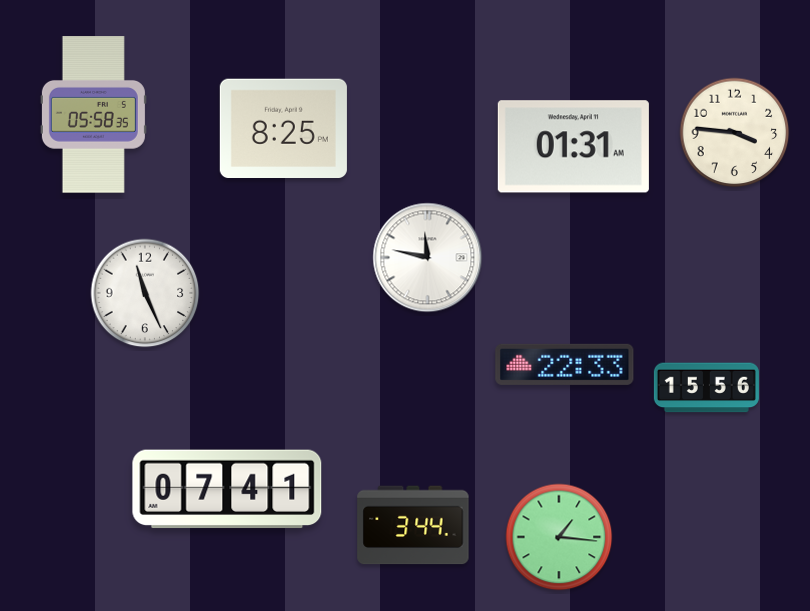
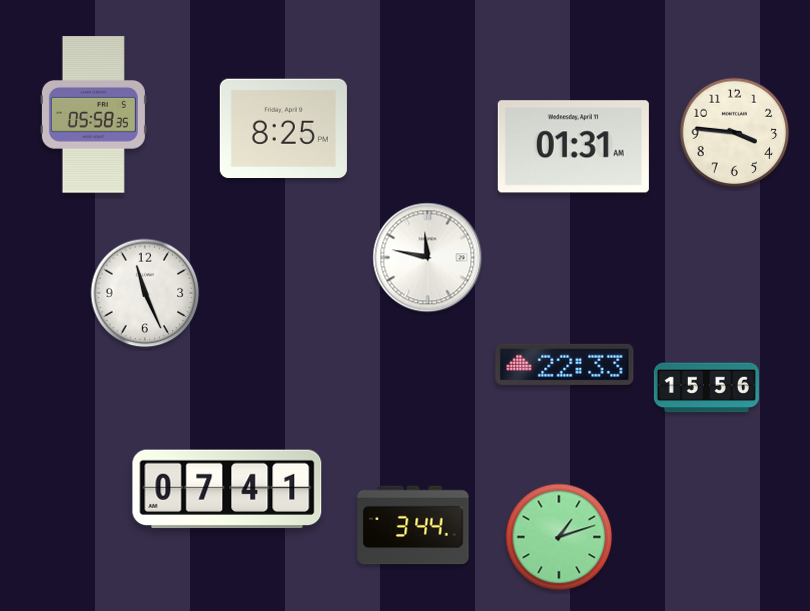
clock at (559, 537): 1:16 -> 1:12
